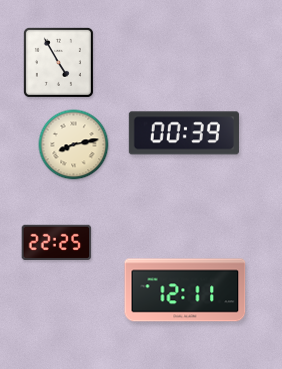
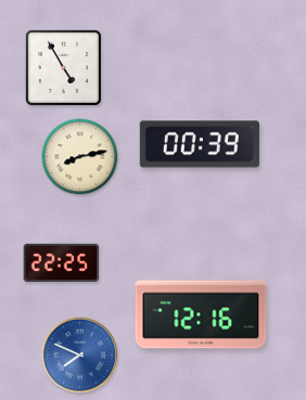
clock at (185, 290): 12:11 -> 12:16
clock at (80, 356): none -> 7:49
